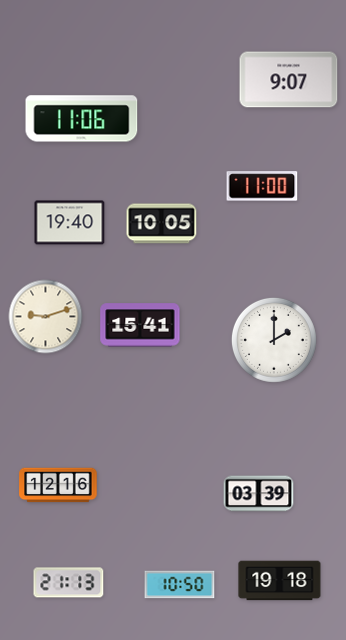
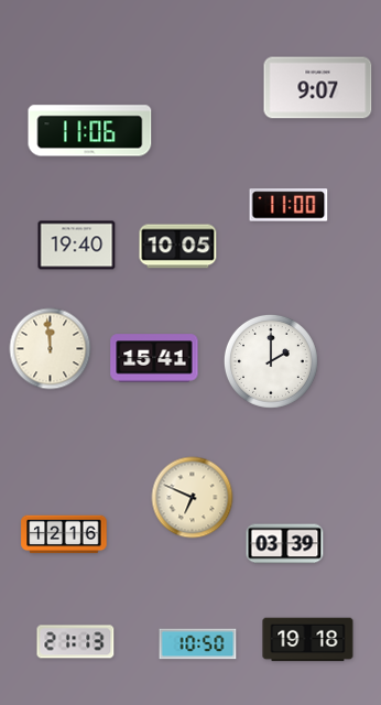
clock at (46, 317): 9:12 -> 11:59
clock at (274, 340) position: (274, 340) -> (271, 361)
clock at (193, 498): none -> 6:49
